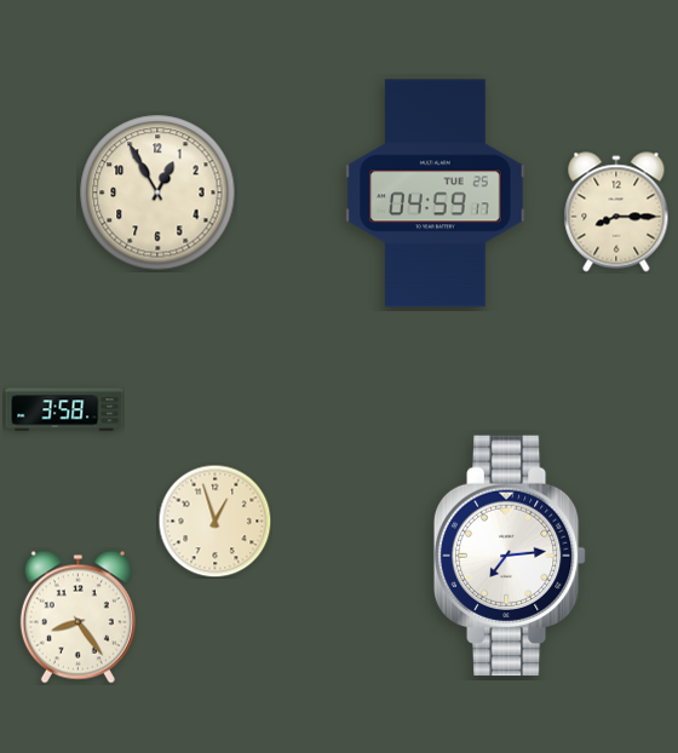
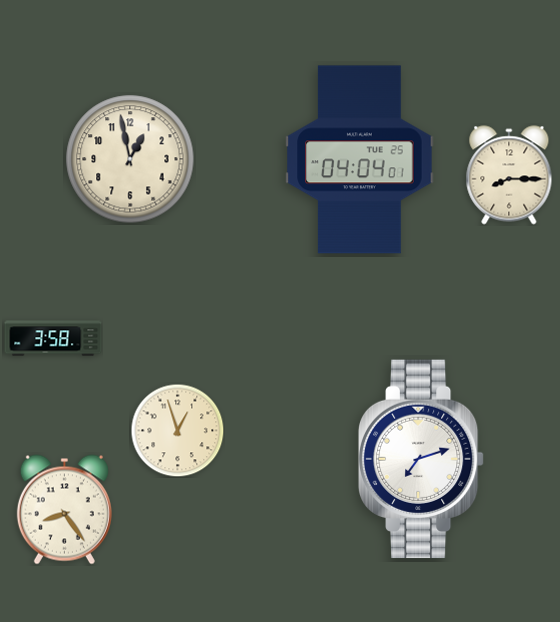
clock at (157, 192): 12:55 -> 12:58
clock at (436, 194): 04:59 -> 04:04
clock at (510, 556): 7:14 -> 7:12
